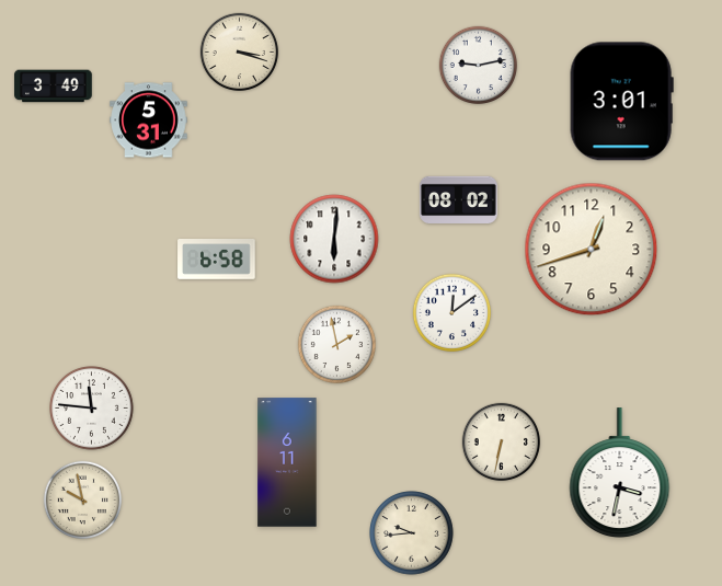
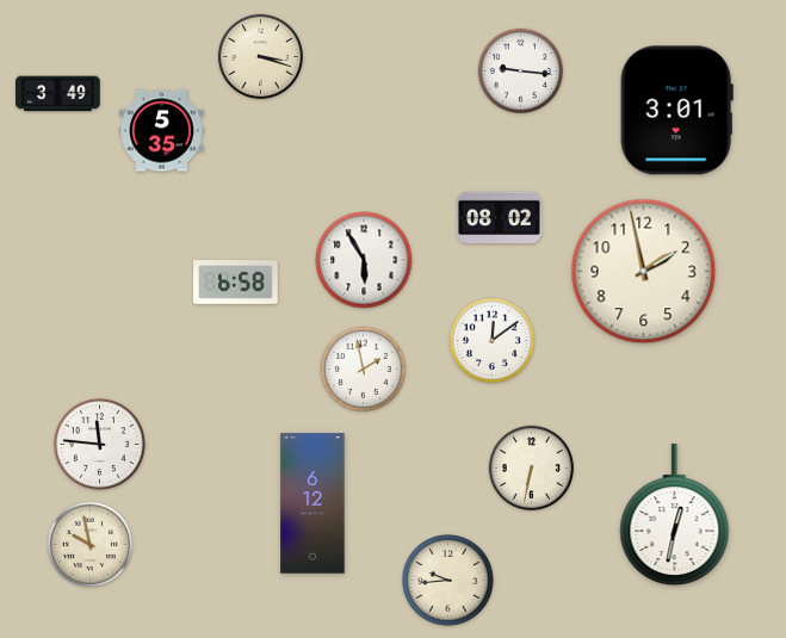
clock at (478, 65): 9:13 -> 9:16
clock at (149, 120): 5:31 -> 5:35
clock at (334, 239): 6:01 -> 5:55
clock at (592, 250): 12:42 -> 1:58
clock at (336, 344) position: (336, 344) -> (363, 368)
clock at (501, 441) position: (501, 441) -> (531, 467)
clock at (287, 462): 6:11 -> 6:12
clock at (620, 472): 3:32 -> 12:32
